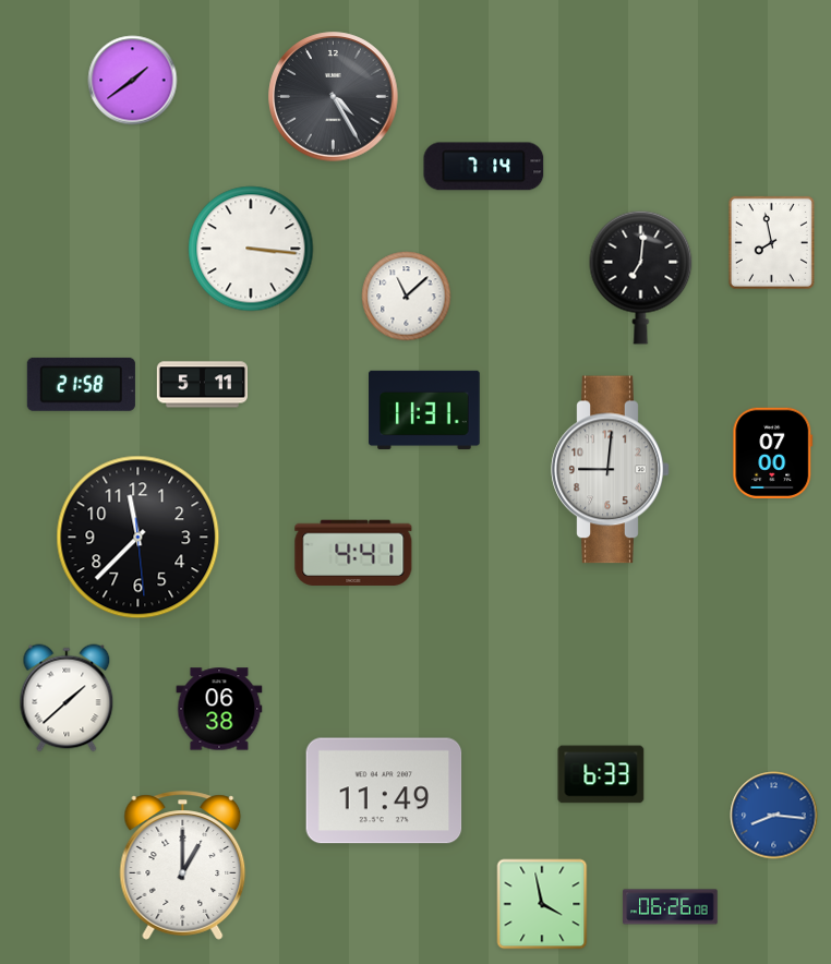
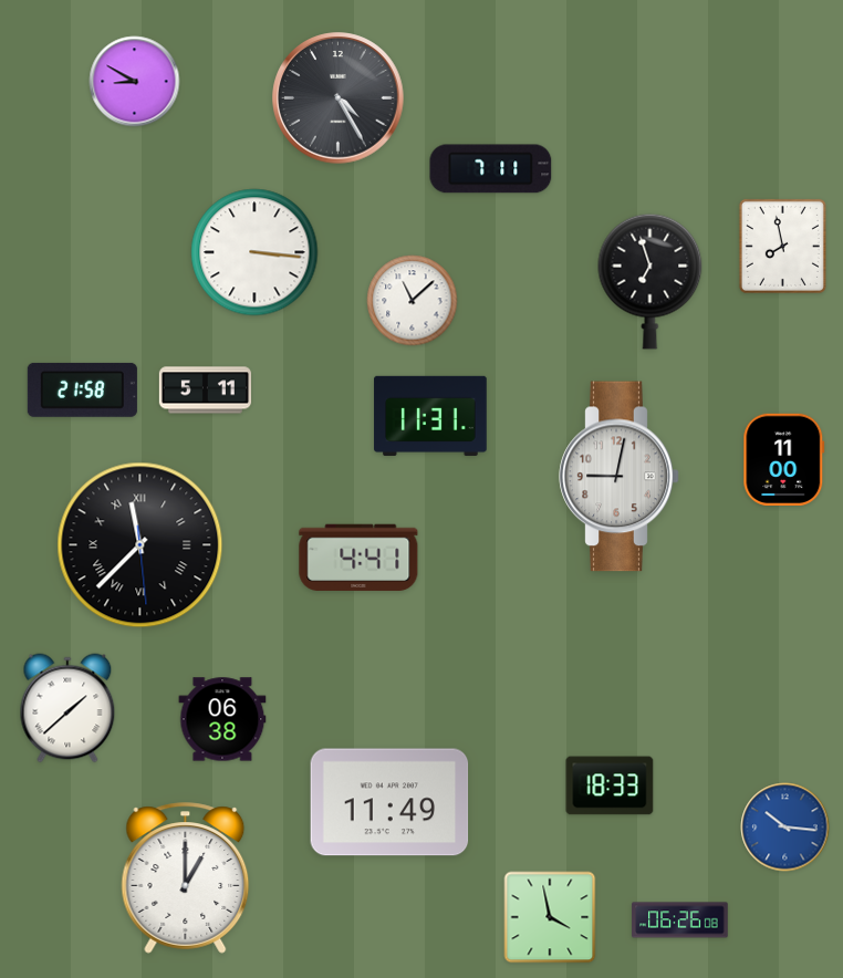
clock at (133, 81): 1:39 -> 8:50
clock at (484, 167): 7:14 -> 7:11
clock at (641, 277): 7:01 -> 6:57
clock at (773, 453): 07:00 -> 11:00
clock at (611, 470): 9:01 -> 9:02
clock at (138, 538) numerals: Arabic -> Roman
clock at (353, 553) position: (353, 553) -> (358, 558)
clock at (601, 774): 6:33 -> 18:33
clock at (774, 816): 8:16 -> 10:16
